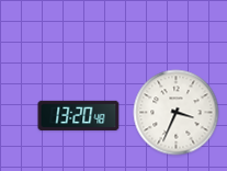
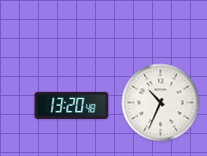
clock at (177, 113): 3:34 -> 10:34
